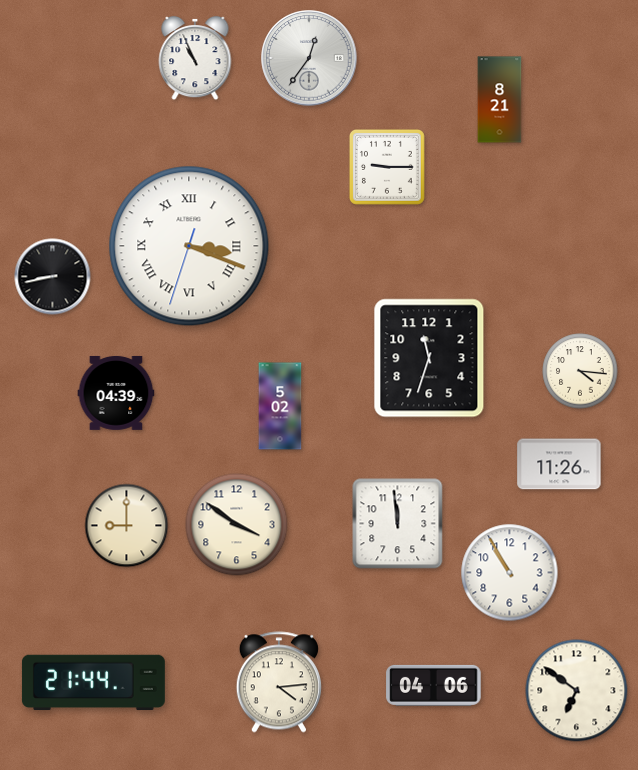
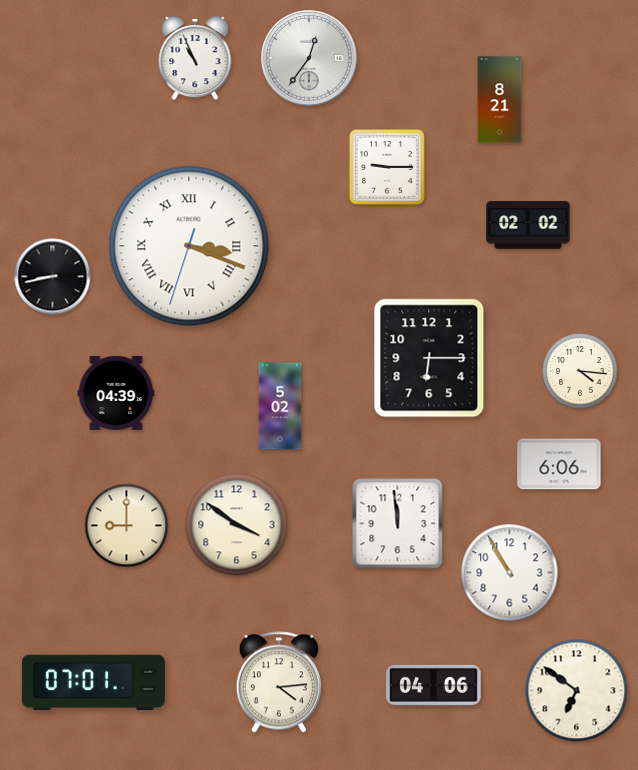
clock at (528, 225): none -> 02:02
clock at (429, 358): 11:33 -> 6:15
clock at (559, 464): 11:26 -> 6:06
clock at (93, 683): 21:44 -> 07:01
